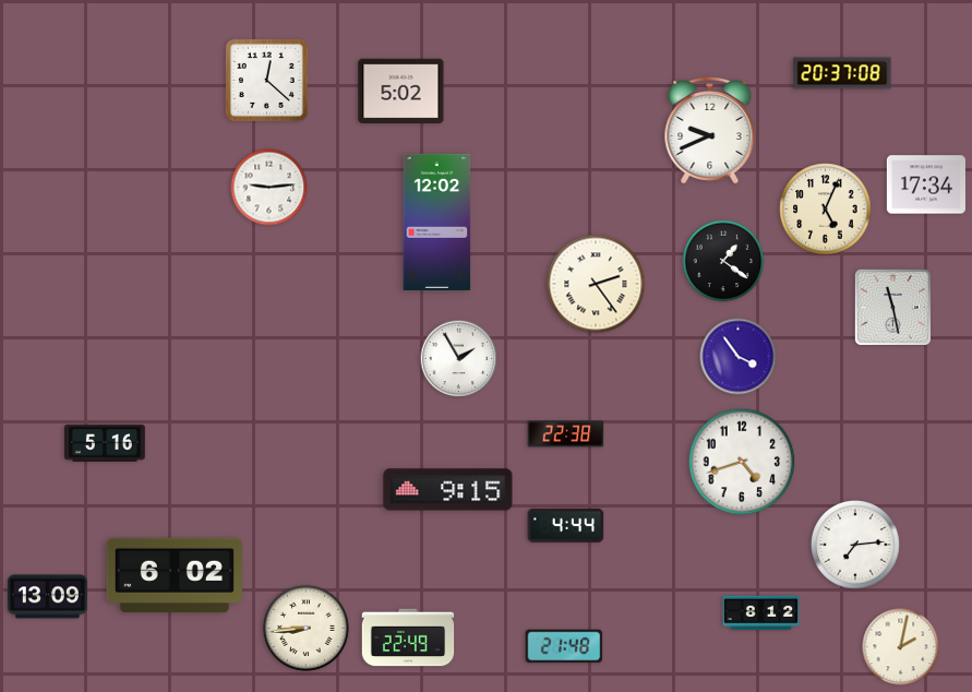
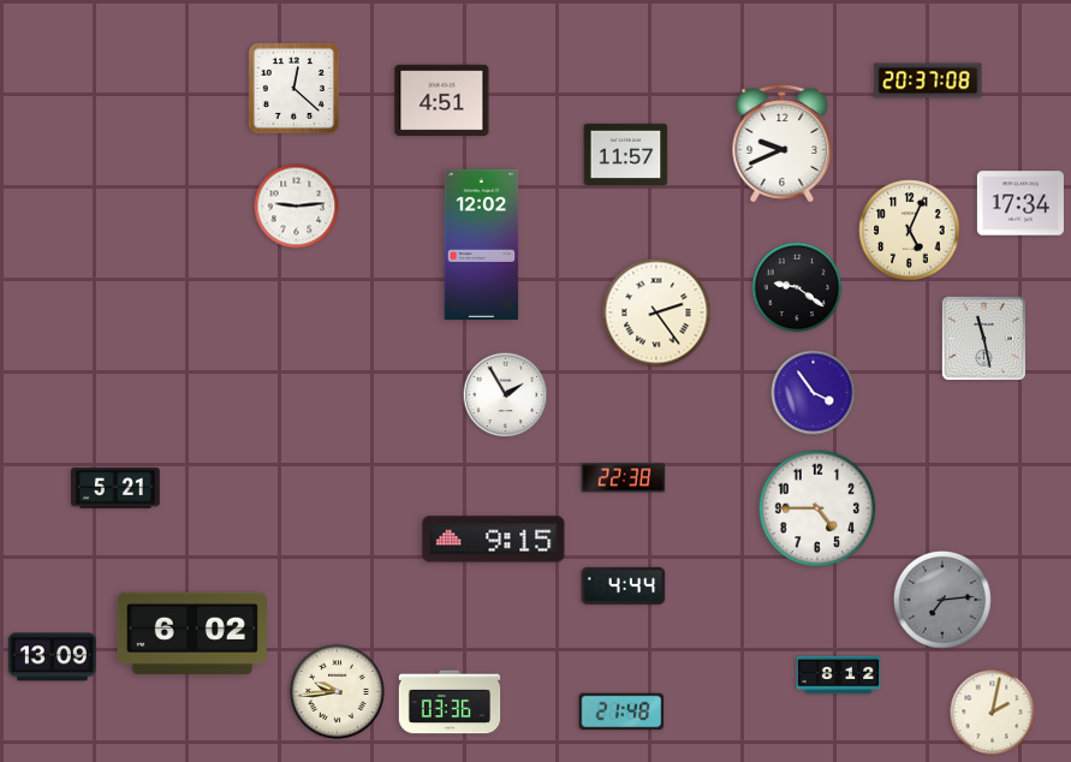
clock at (401, 91): 5:02 -> 4:51
clock at (626, 154): none -> 11:57
clock at (723, 261): 1:21 -> 9:21
clock at (106, 443): 5:16 -> 5:21
clock at (742, 462): 4:42 -> 4:45
clock at (566, 525) position: (566, 525) -> (624, 585)
clock at (856, 546) dial: white -> grey
clock at (305, 628): 8:44 -> 9:44
clock at (408, 637): 22:49 -> 03:36
